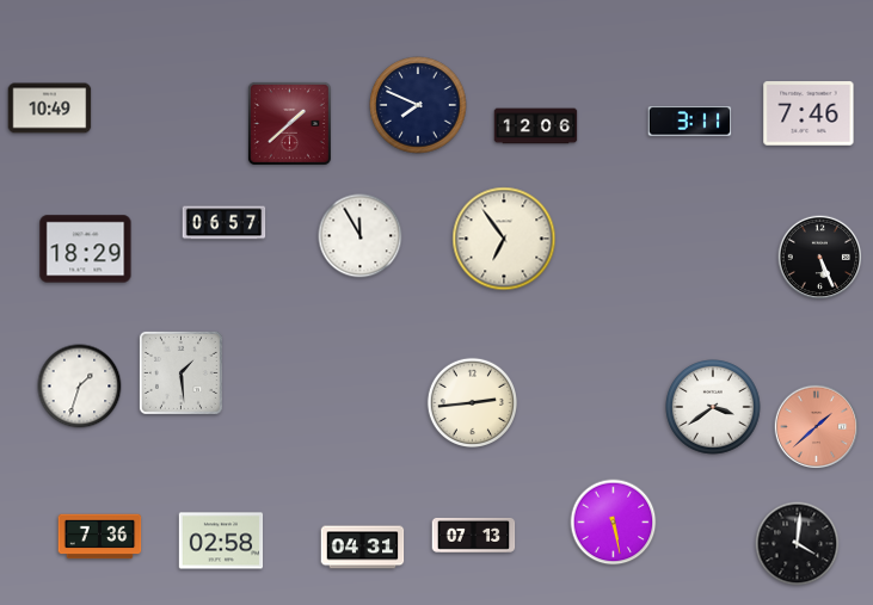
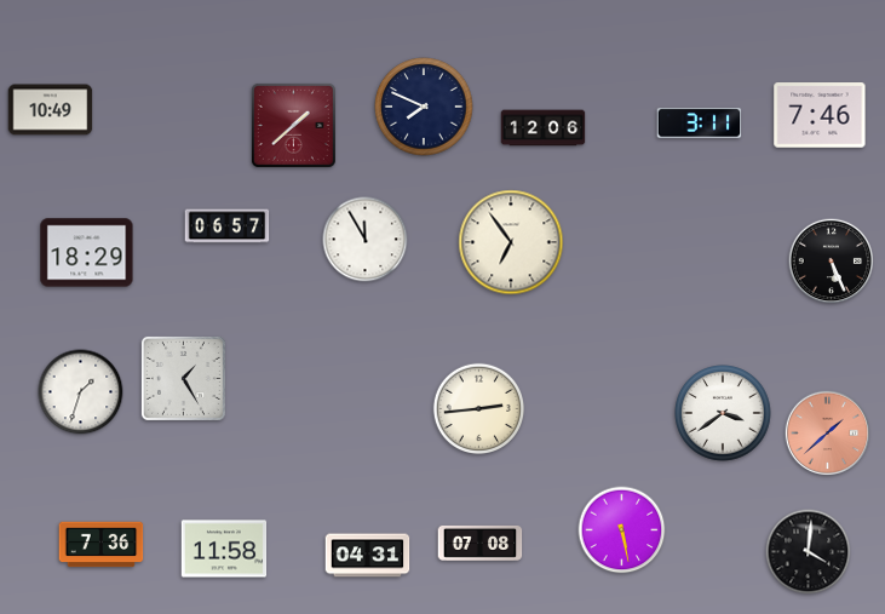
clock at (180, 372): 1:29 -> 1:25
clock at (474, 535): 07:13 -> 07:08
clock at (221, 541): 02:58 -> 11:58
